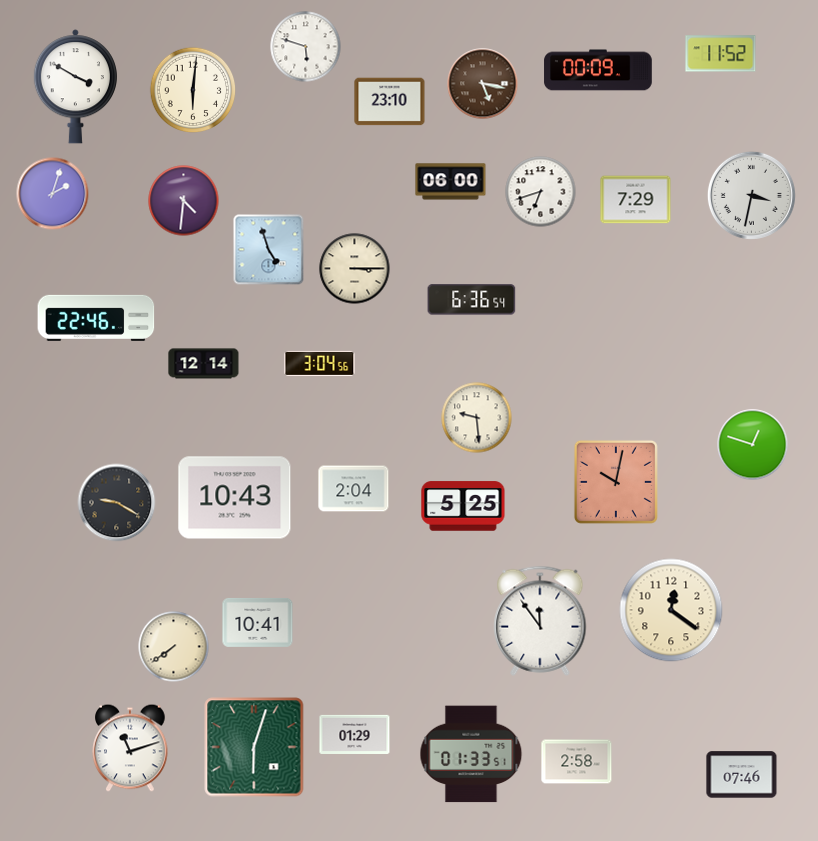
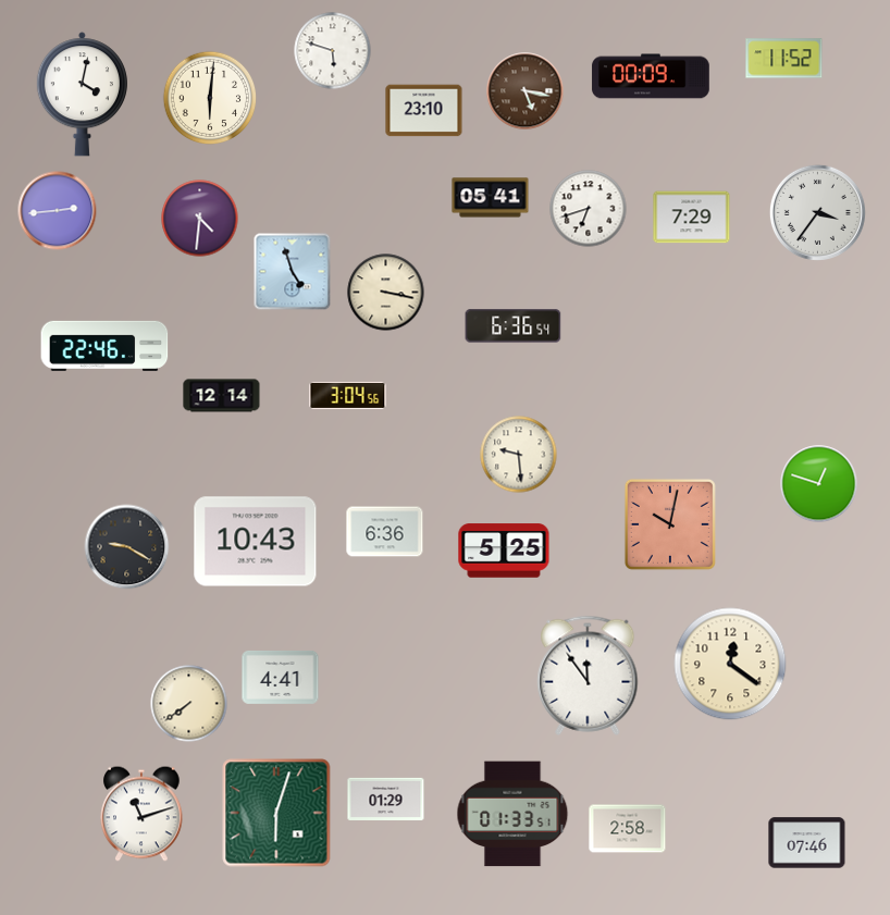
clock at (75, 87): 3:50 -> 4:02
clock at (451, 182): 06:00 -> 05:41
clock at (53, 194): 2:03 -> 2:44
clock at (751, 195): 3:32 -> 3:36
clock at (355, 269): 3:15 -> 3:17
clock at (354, 489): 2:04 -> 6:36
clock at (258, 622): 10:41 -> 4:41
clock at (471, 754) position: (471, 754) -> (512, 814)
